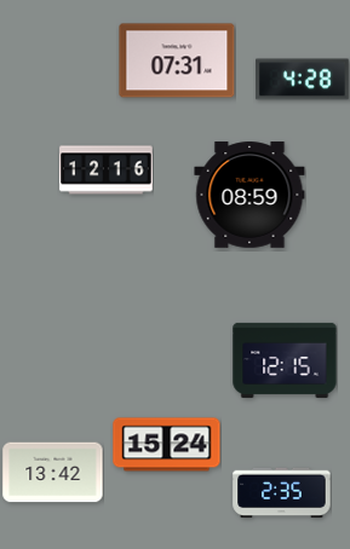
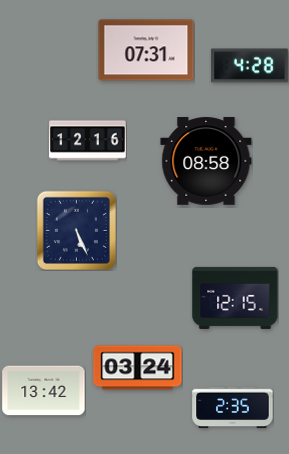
clock at (249, 195): 08:59 -> 08:58
clock at (76, 230): none -> 5:26
clock at (167, 445): 15:24 -> 03:24
